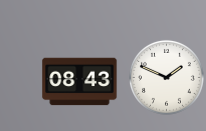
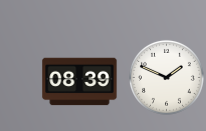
clock at (80, 82): 08:43 -> 08:39
